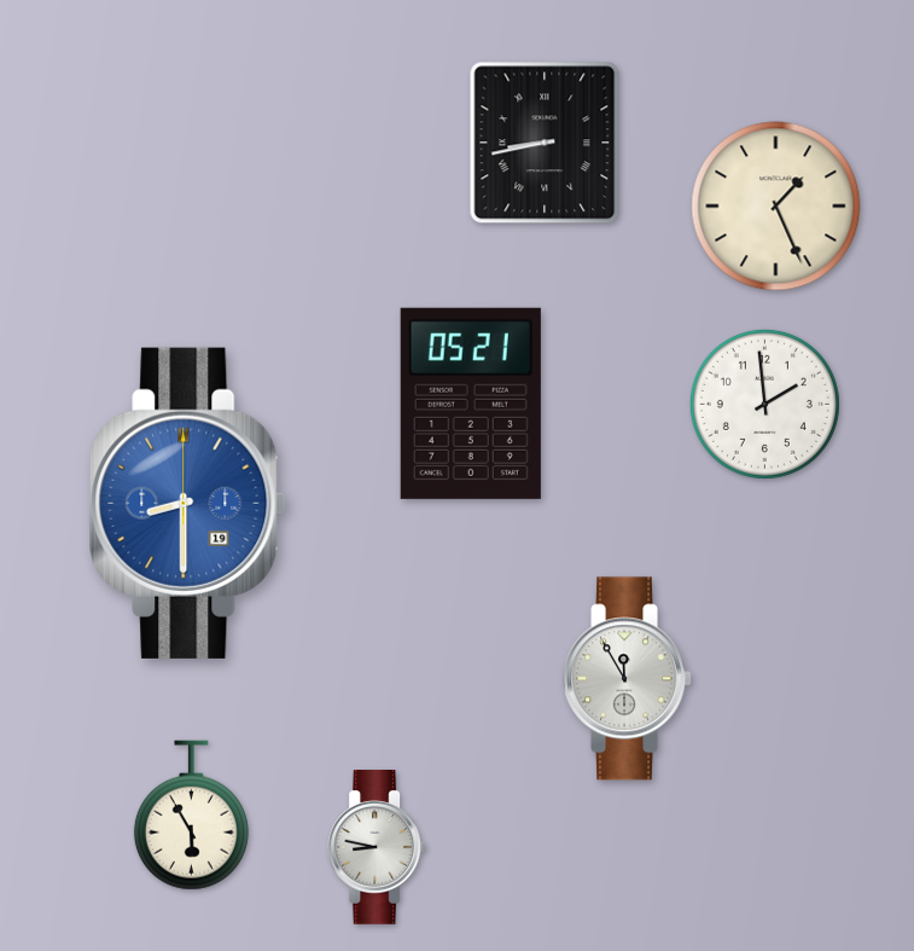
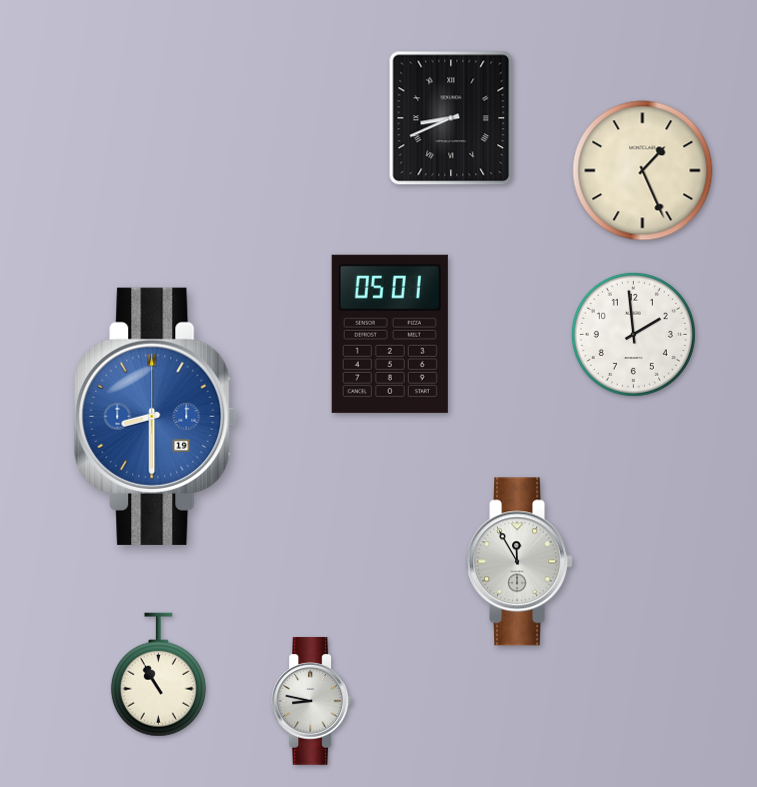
clock at (545, 143): 8:43 -> 8:41
clock at (471, 404): 05:21 -> 05:01
clock at (191, 816): 5:55 -> 10:55
